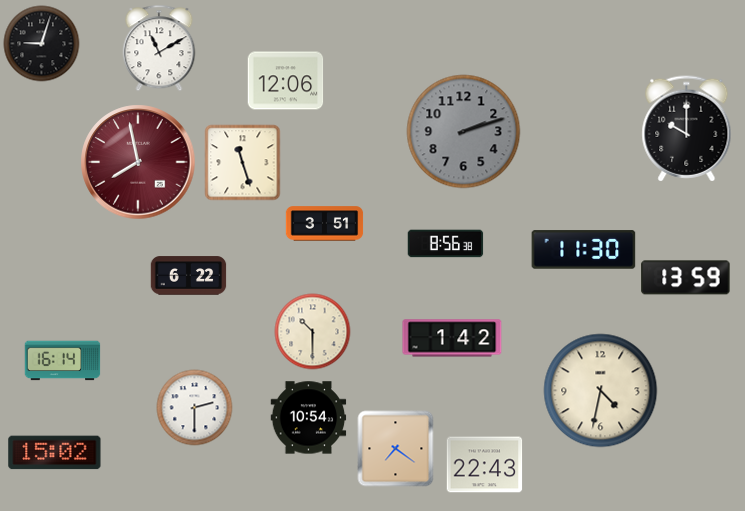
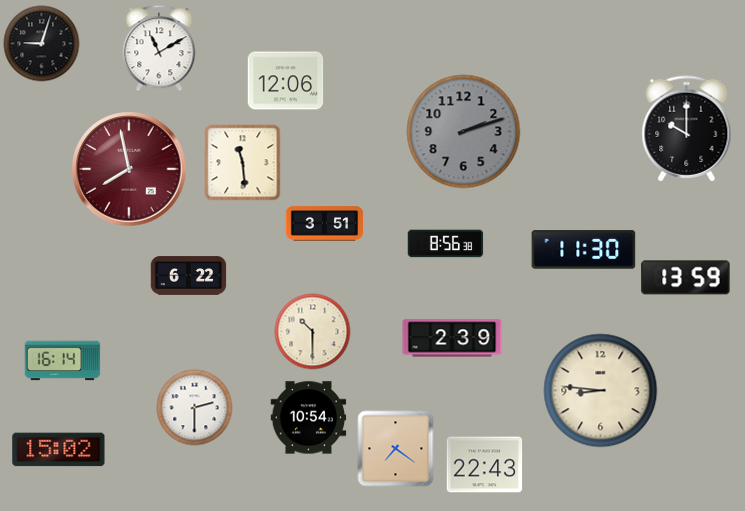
clock at (138, 162) position: (138, 162) -> (129, 169)
clock at (243, 163): 11:27 -> 11:29
clock at (452, 338): 1:42 -> 2:39
clock at (601, 391): 4:32 -> 8:46
clock at (55, 453) position: (55, 453) -> (59, 450)
